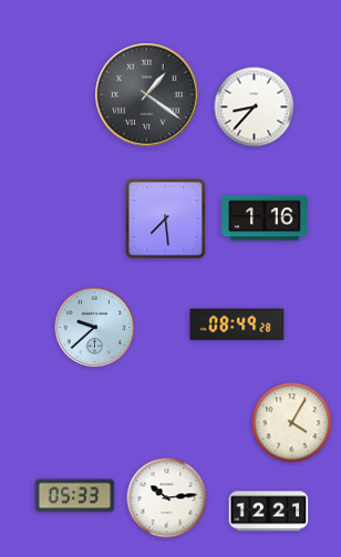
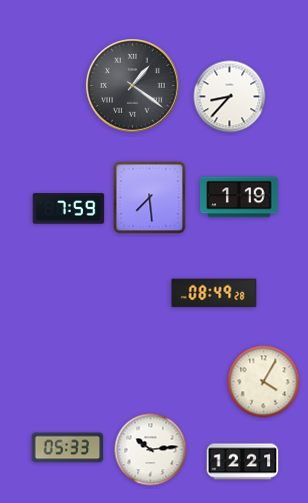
clock at (265, 218): 1:16 -> 1:19
clock at (69, 209): none -> 7:59
clock at (95, 328): 9:38 -> none
